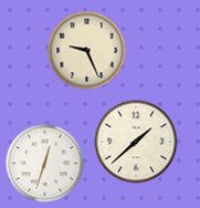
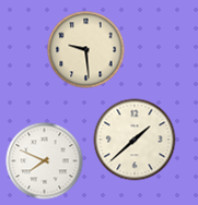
clock at (87, 51): 9:26 -> 9:29
clock at (45, 164): 12:33 -> 7:49
